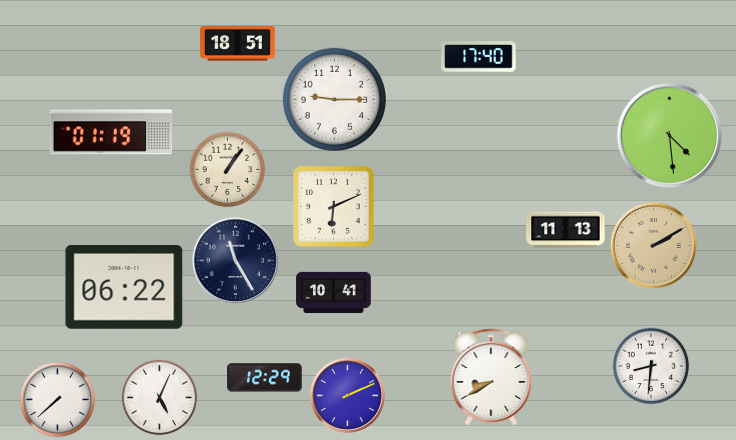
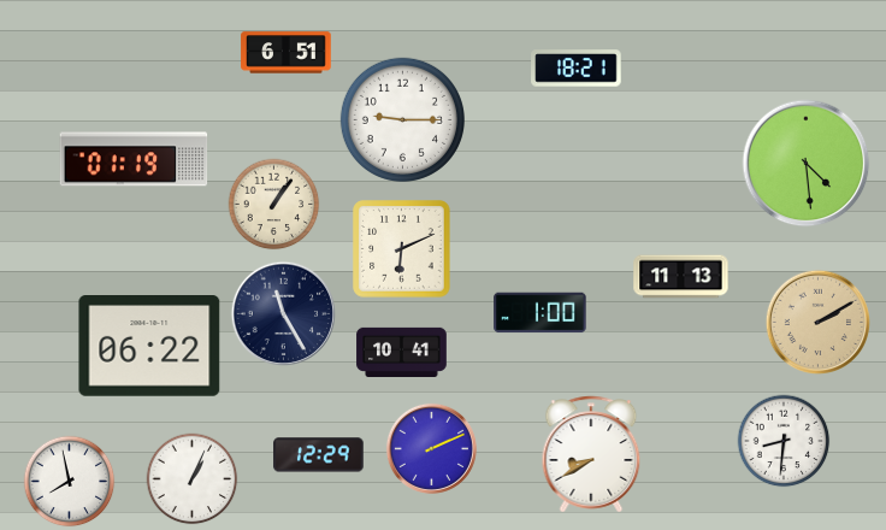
clock at (238, 44): 18:51 -> 6:51
clock at (479, 57): 17:40 -> 18:21
clock at (653, 245) position: (653, 245) -> (817, 322)
clock at (541, 313): none -> 1:00
clock at (347, 395) position: (347, 395) -> (431, 448)
clock at (160, 398): 5:04 -> 1:04
clock at (58, 400): 7:38 -> 7:58
